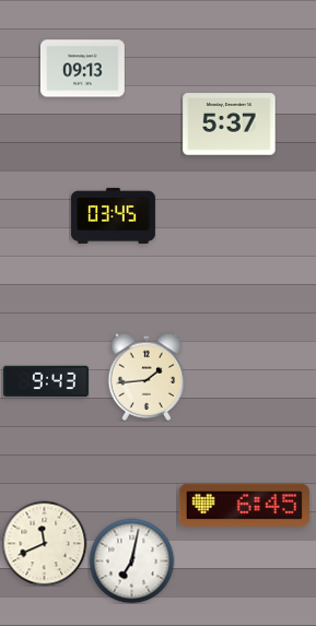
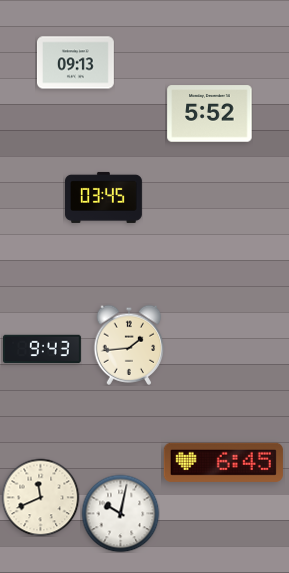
clock at (230, 125): 5:37 -> 5:52
clock at (147, 377) position: (147, 377) -> (129, 345)
clock at (131, 560): 7:02 -> 10:02
